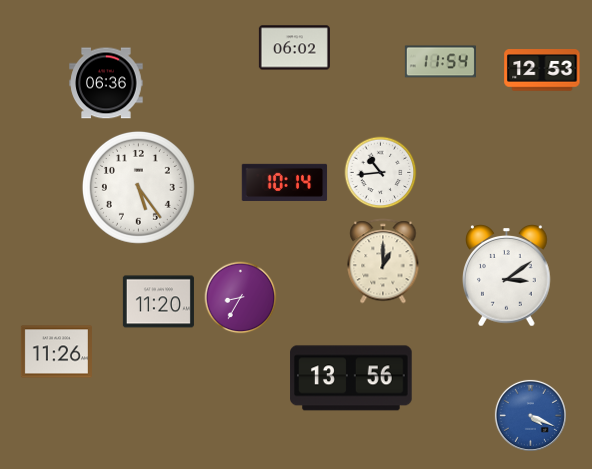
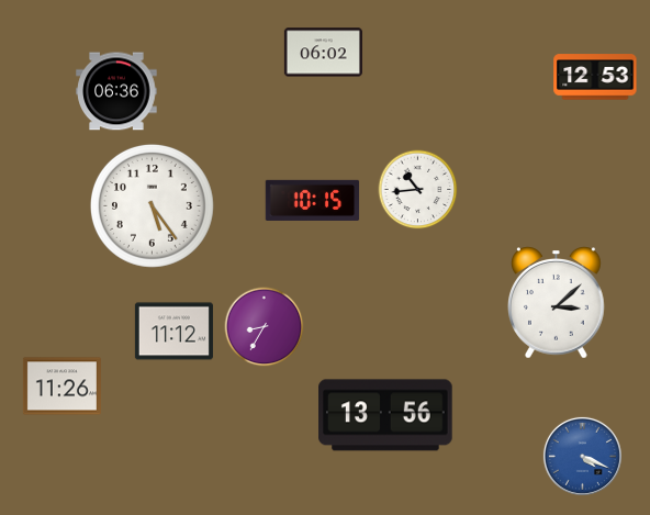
clock at (440, 62): 11:54 -> none
clock at (285, 182): 10:14 -> 10:15
clock at (383, 261): 1:00 -> none
clock at (507, 276): 3:09 -> 3:08
clock at (158, 302): 11:20 -> 11:12
